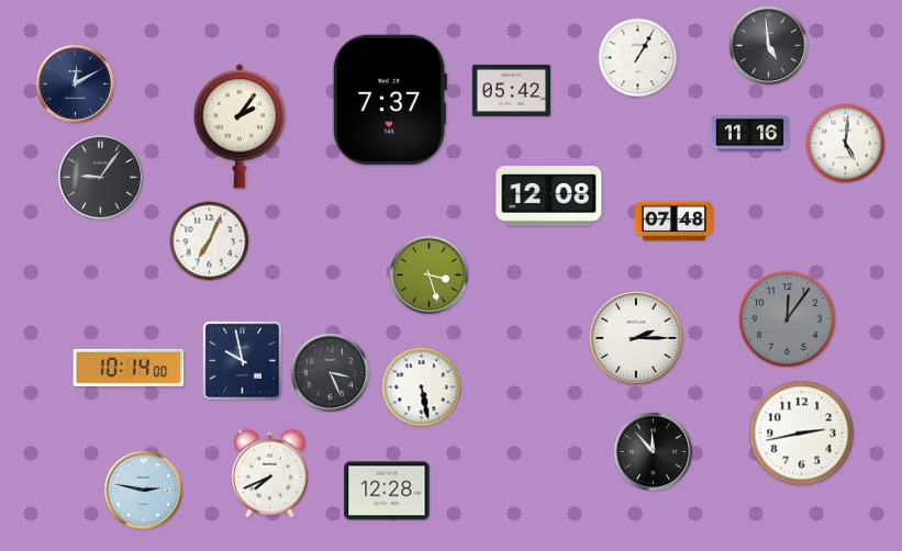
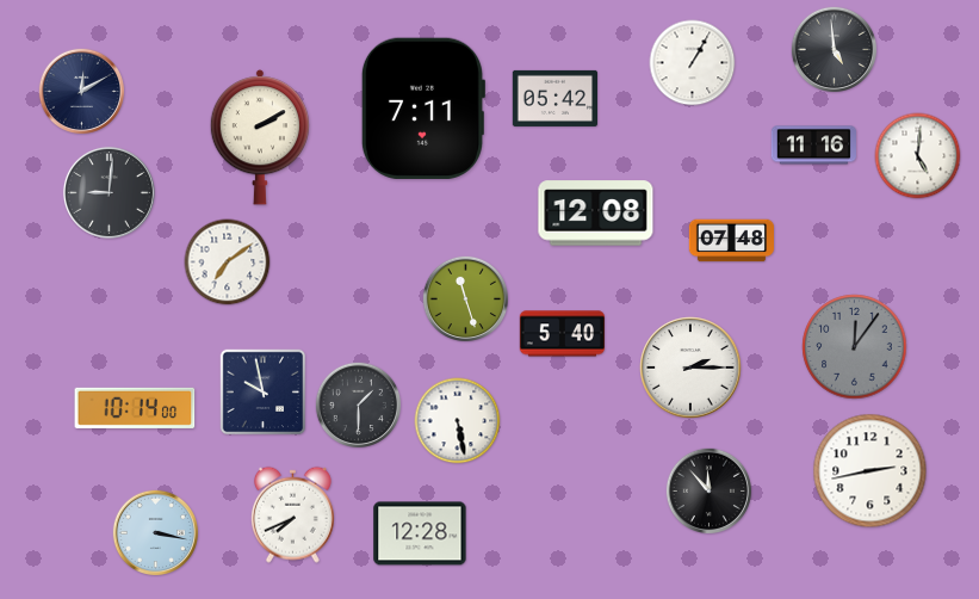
clock at (389, 100): 7:37 -> 7:11
clock at (238, 126): 2:06 -> 2:10
clock at (100, 177): 9:06 -> 9:01
clock at (210, 241): 7:04 -> 7:09
clock at (428, 274): 3:27 -> 11:27
clock at (562, 334): none -> 5:40
clock at (129, 368) position: (129, 368) -> (135, 408)
clock at (330, 372): 3:26 -> 1:30
clock at (143, 490): 2:47 -> 3:17
